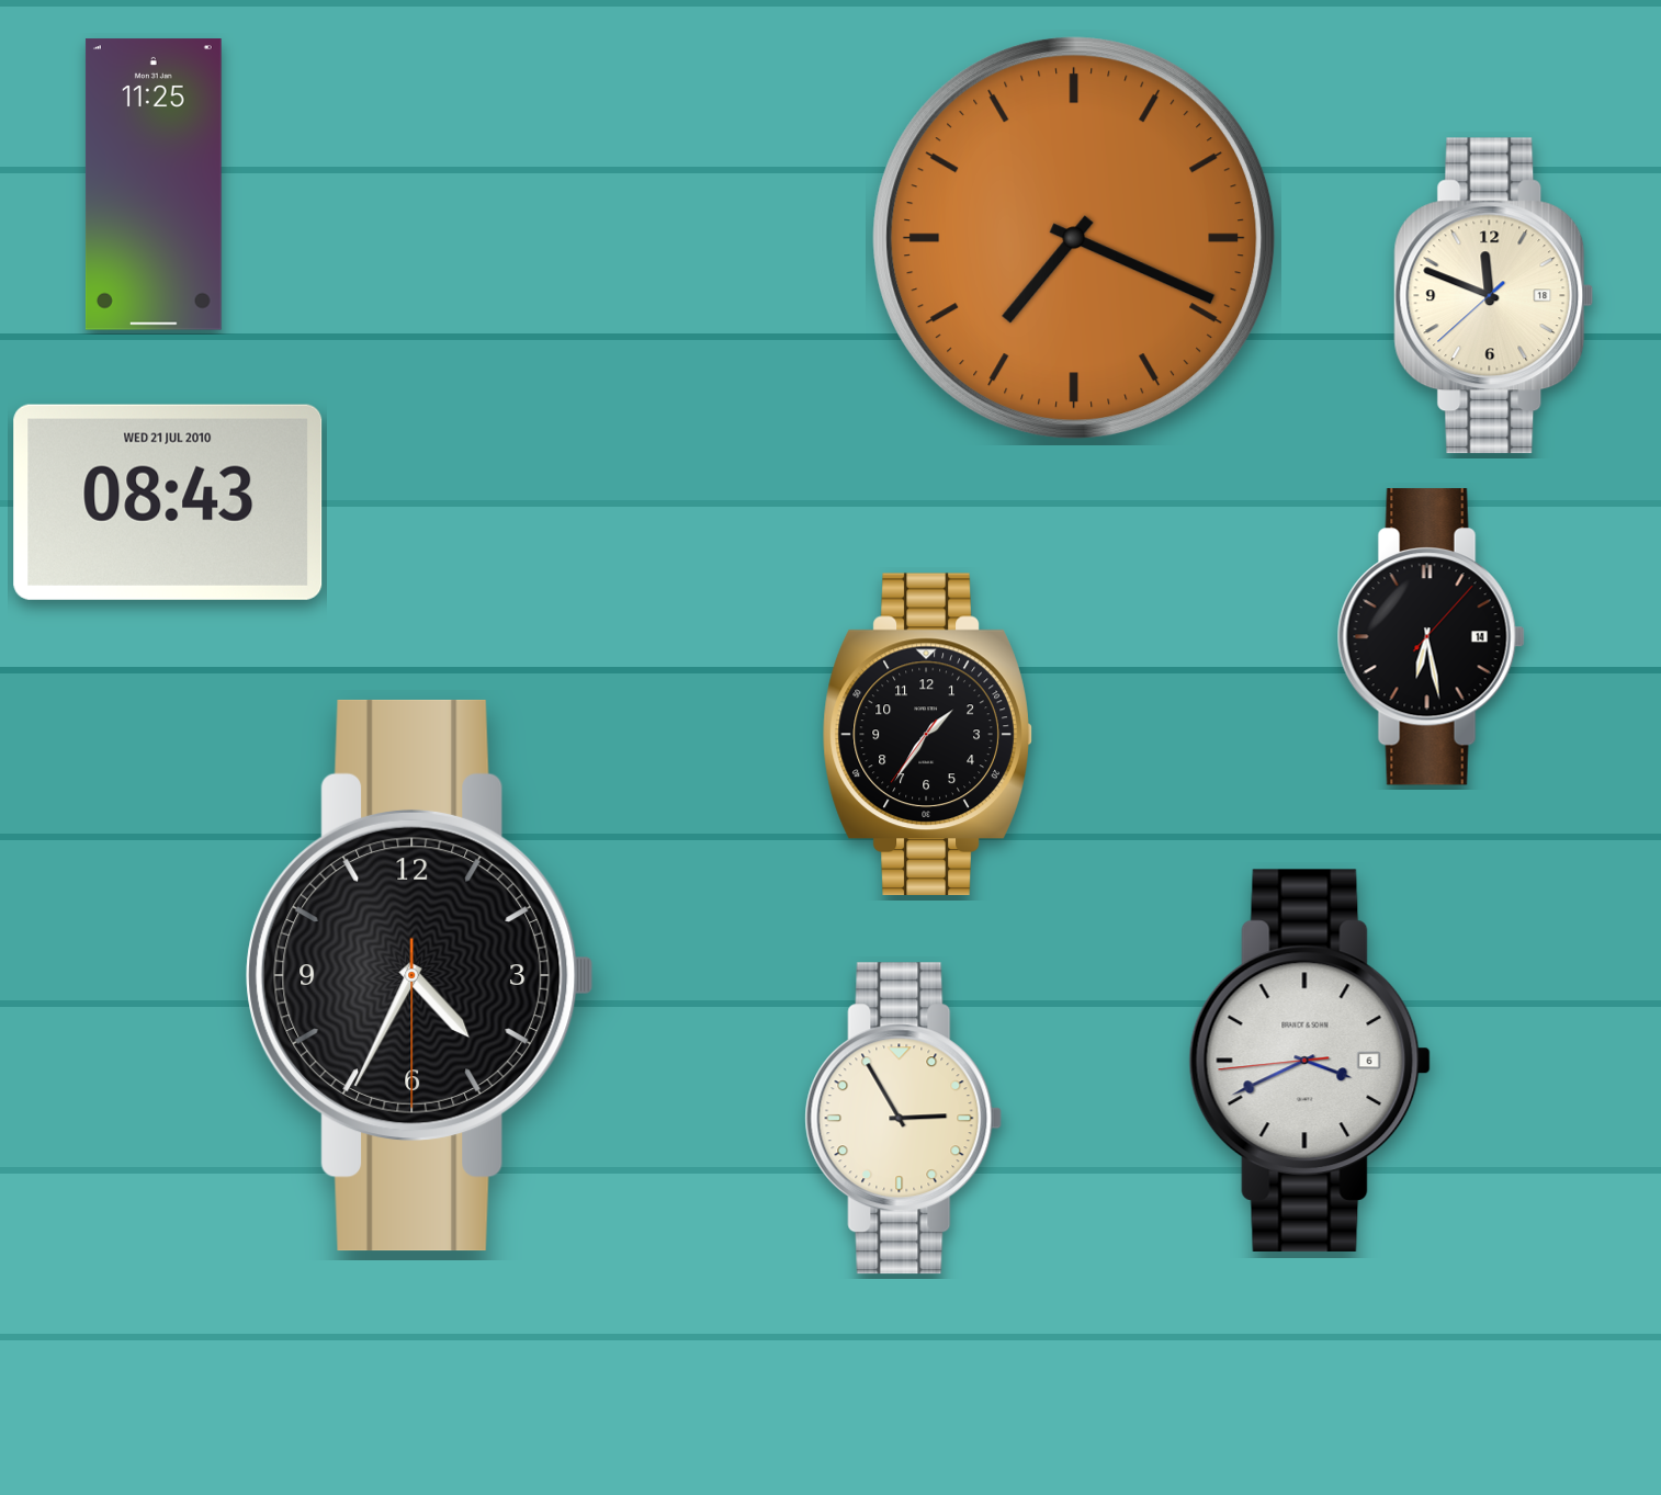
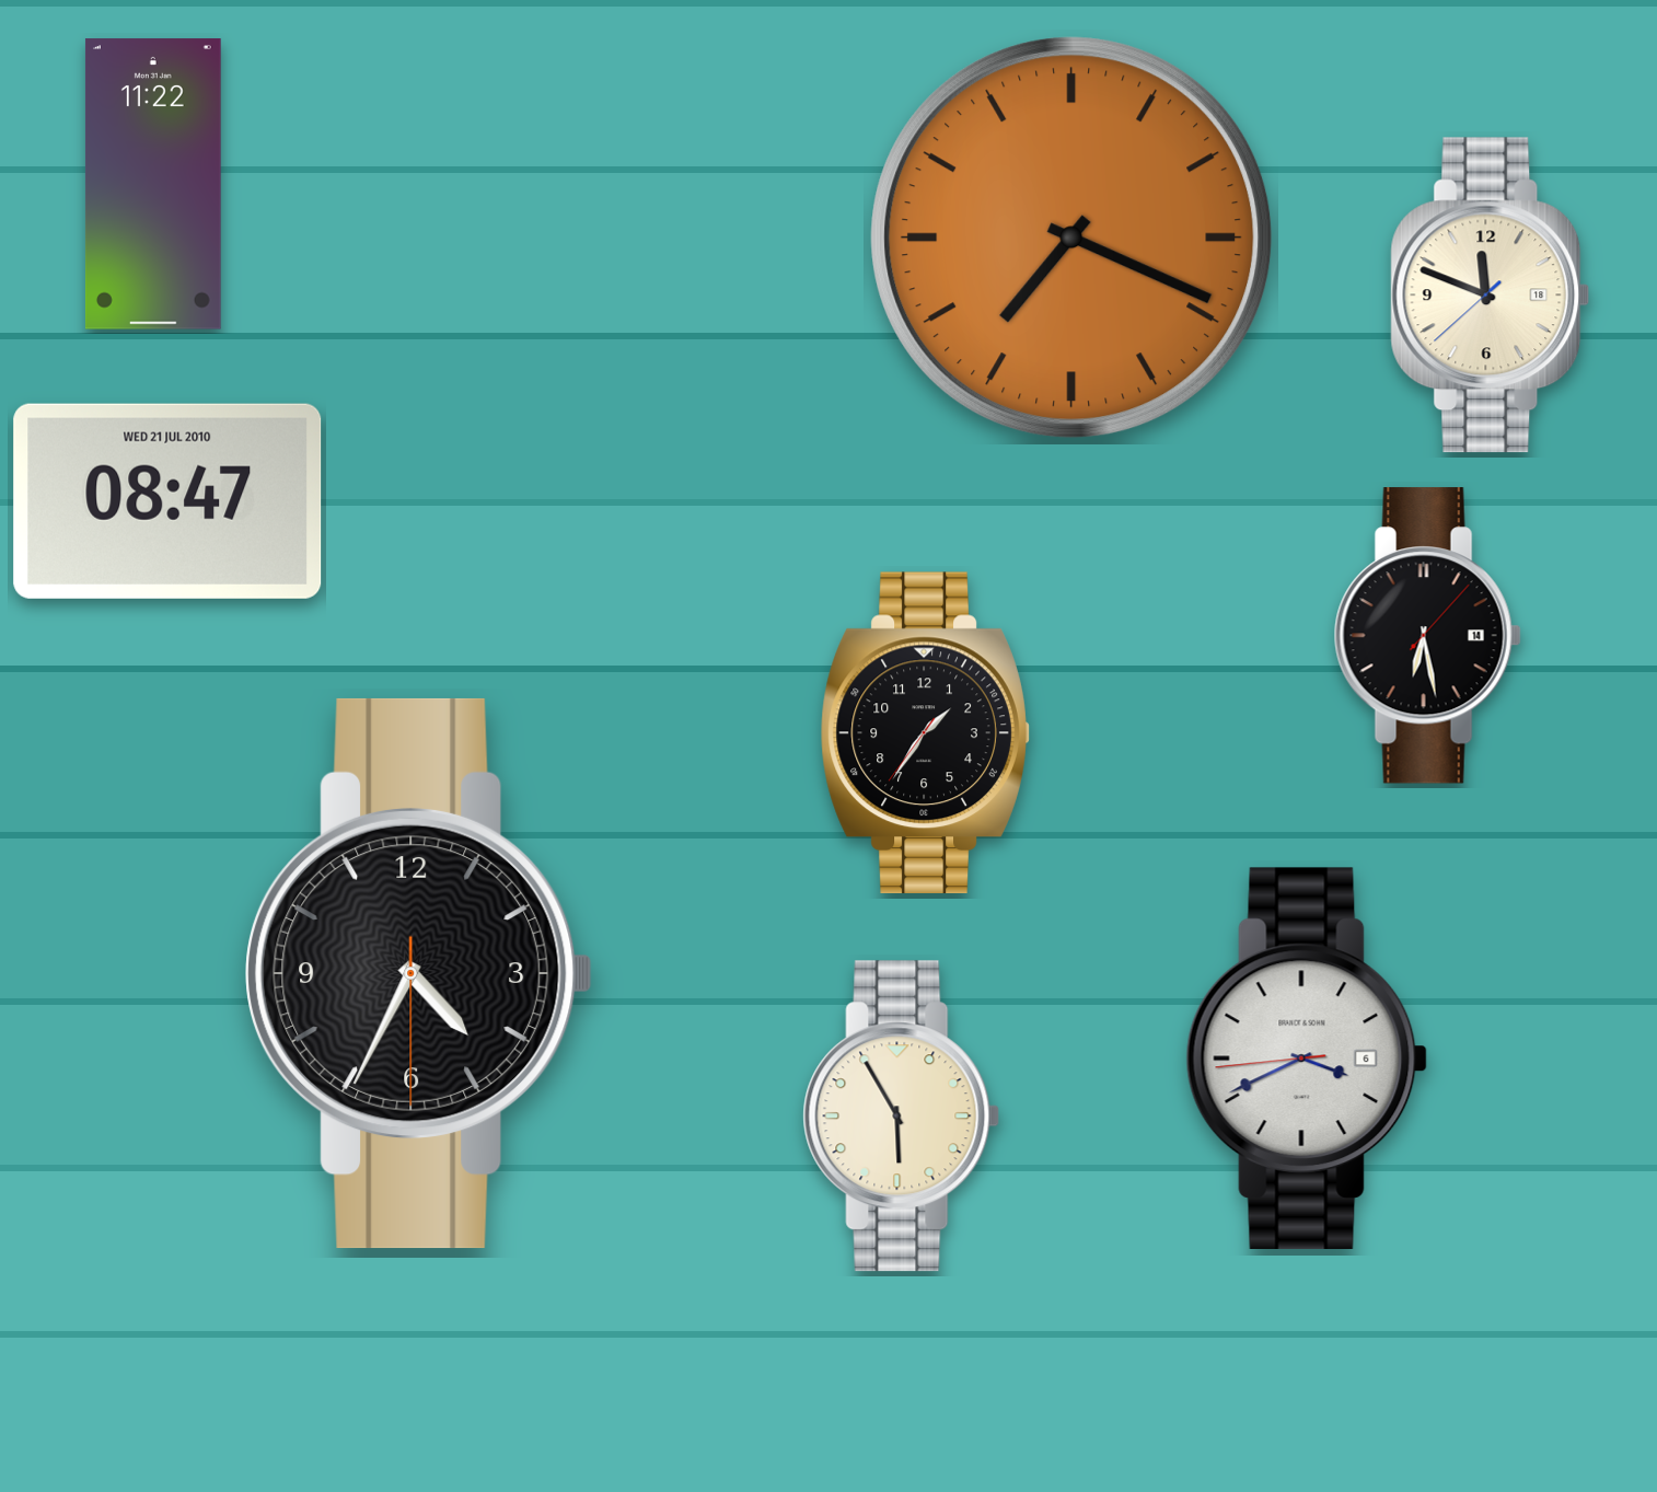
clock at (154, 184): 11:25 -> 11:22
clock at (168, 502): 08:43 -> 08:47
clock at (904, 1119): 2:55 -> 5:55
